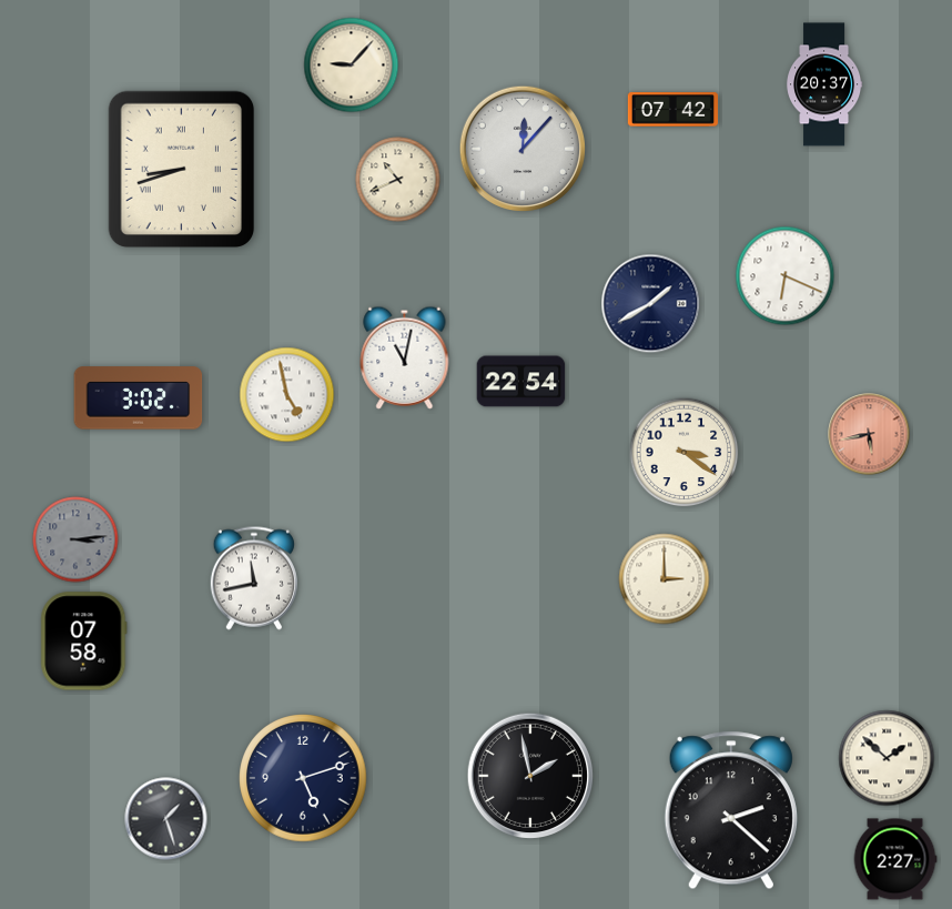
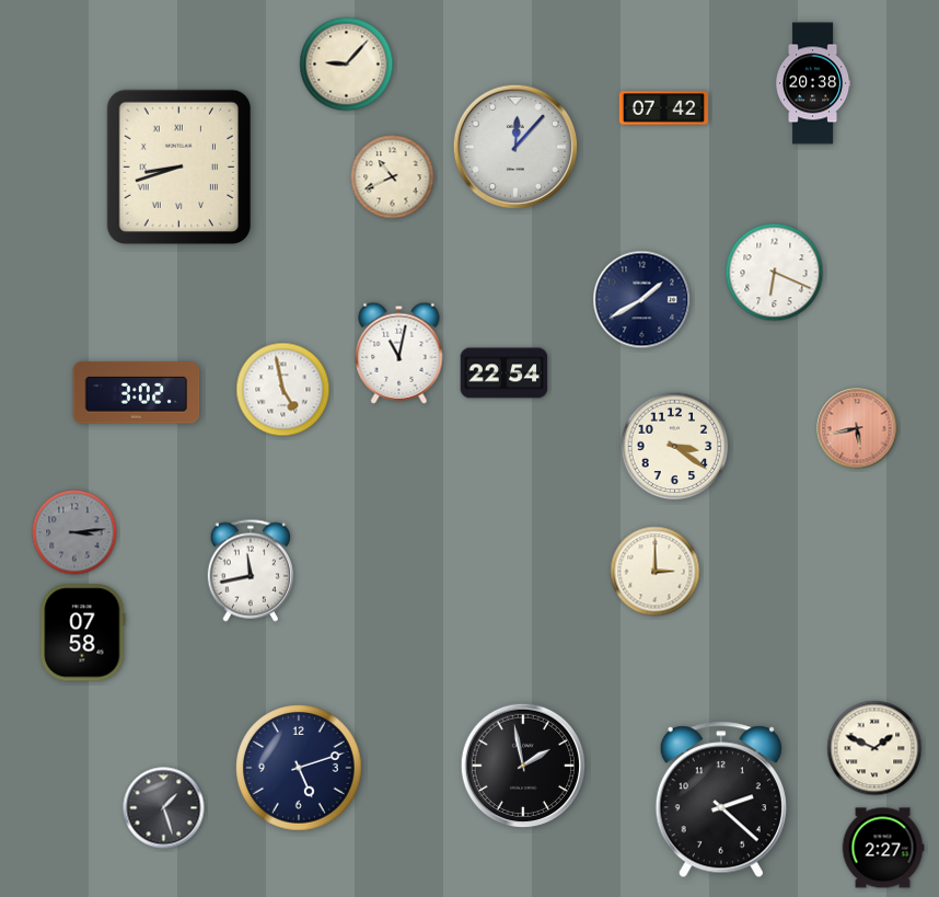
clock at (824, 84): 20:37 -> 20:38
clock at (521, 382) position: (521, 382) -> (505, 373)
clock at (887, 758): 1:52 -> 1:49
